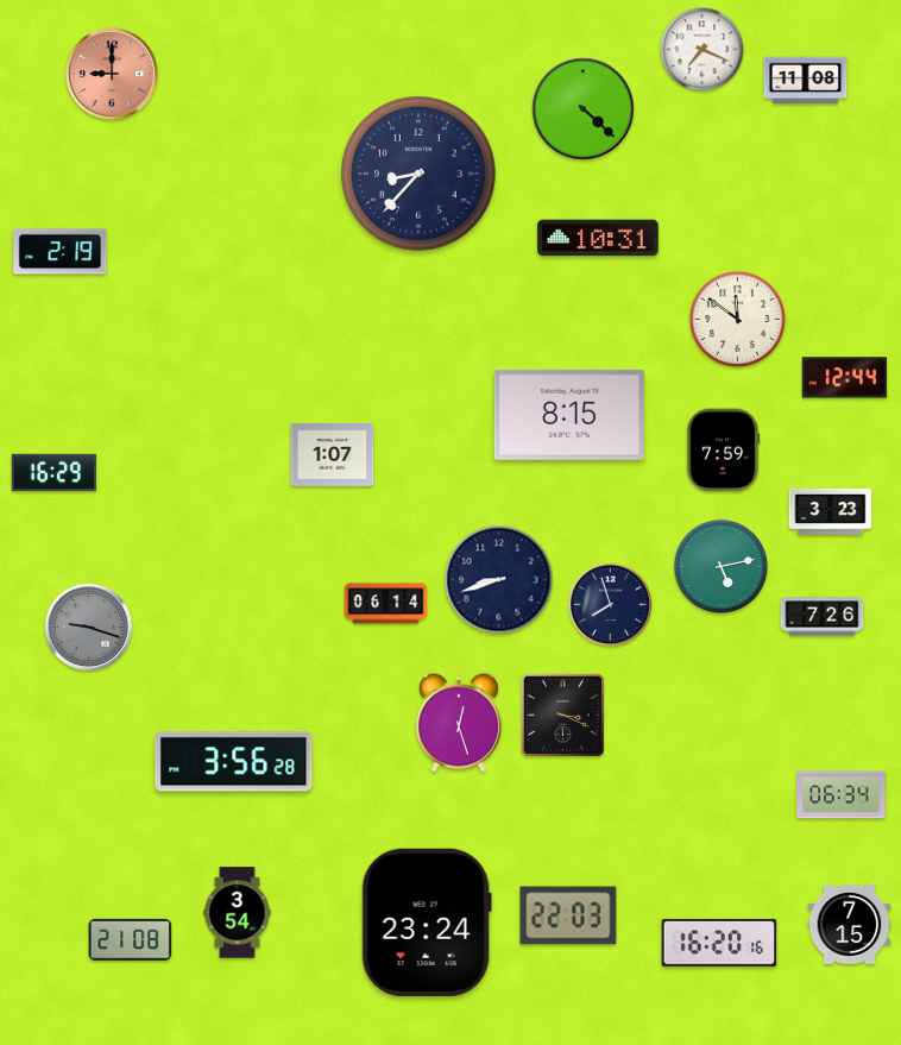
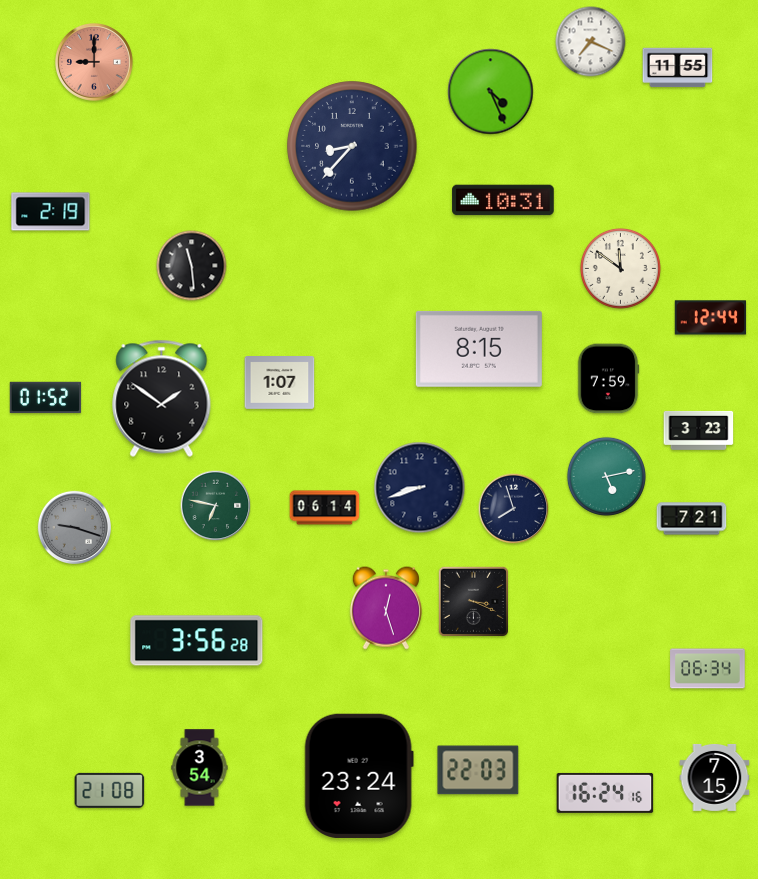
clock at (806, 81): 11:08 -> 11:55
clock at (584, 109): 4:22 -> 4:26
clock at (192, 266): none -> 11:29
clock at (55, 473): 16:29 -> 01:52
clock at (162, 398): none -> 1:51
clock at (216, 506): none -> 6:47
clock at (823, 617): 7:26 -> 7:21
clock at (719, 943): 16:20 -> 16:24
